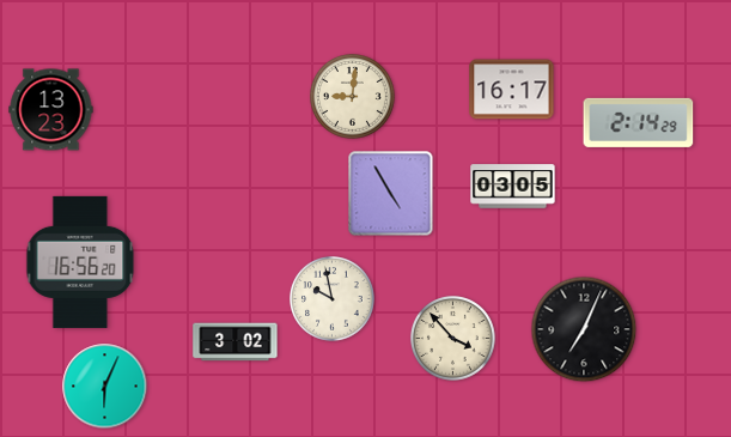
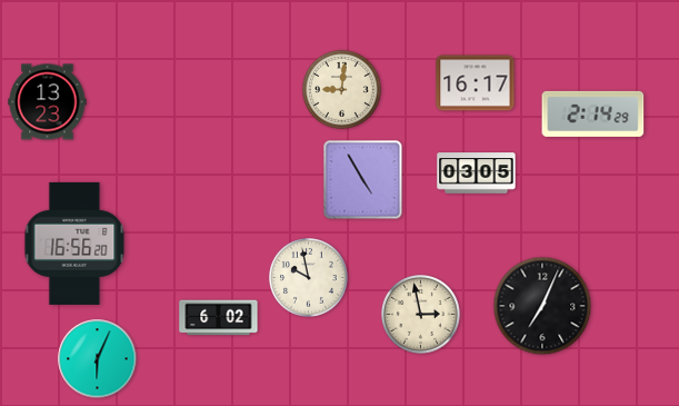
clock at (353, 97) position: (353, 97) -> (342, 90)
clock at (453, 339): 3:53 -> 2:58
clock at (236, 342): 3:02 -> 6:02
